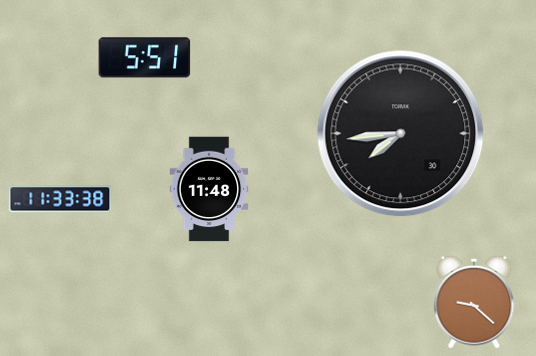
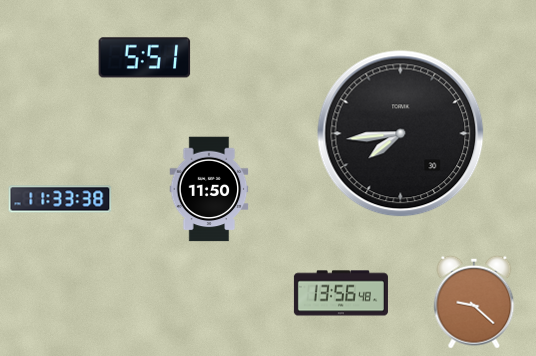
clock at (209, 189): 11:48 -> 11:50
clock at (341, 293): none -> 13:56
